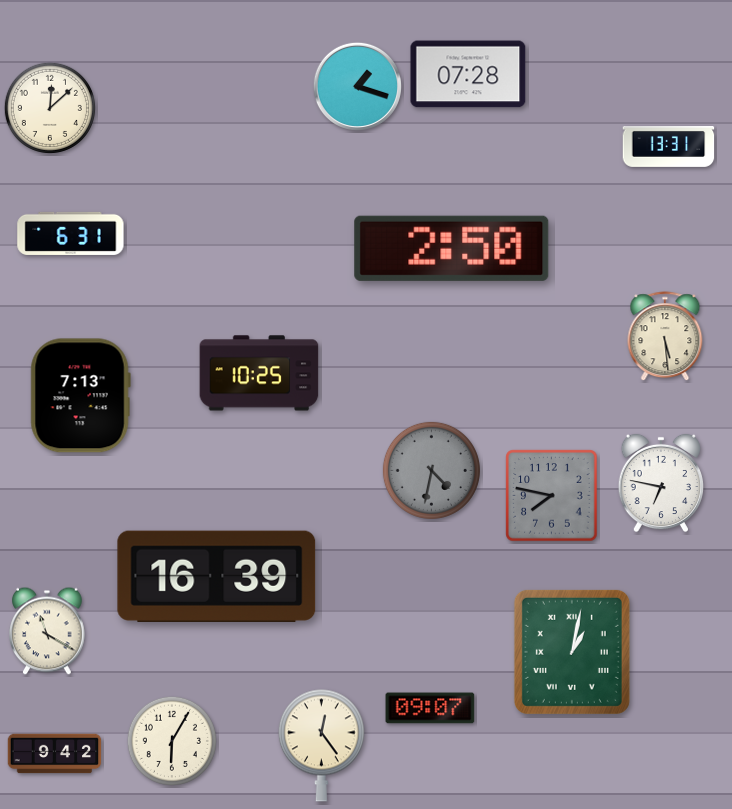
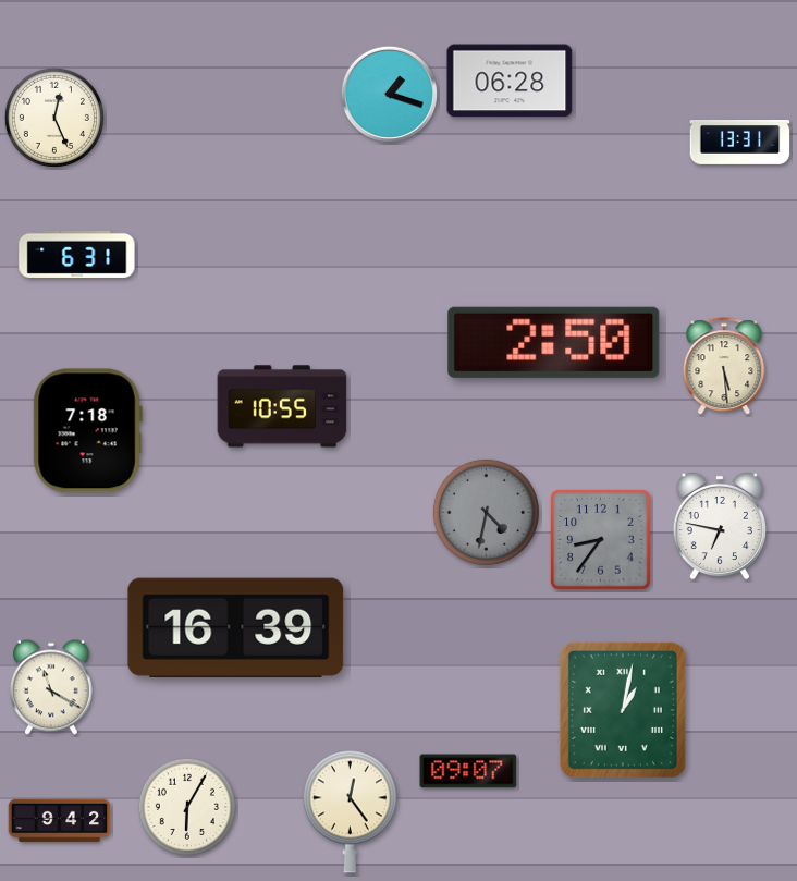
clock at (468, 74): 07:28 -> 06:28
clock at (50, 108): 12:08 -> 12:26
clock at (669, 147) position: (669, 147) -> (740, 143)
clock at (452, 248) position: (452, 248) -> (554, 342)
clock at (259, 373): 10:25 -> 10:55
clock at (80, 396): 7:13 -> 7:18
clock at (431, 470) position: (431, 470) -> (486, 512)
clock at (552, 496): 7:47 -> 8:36
